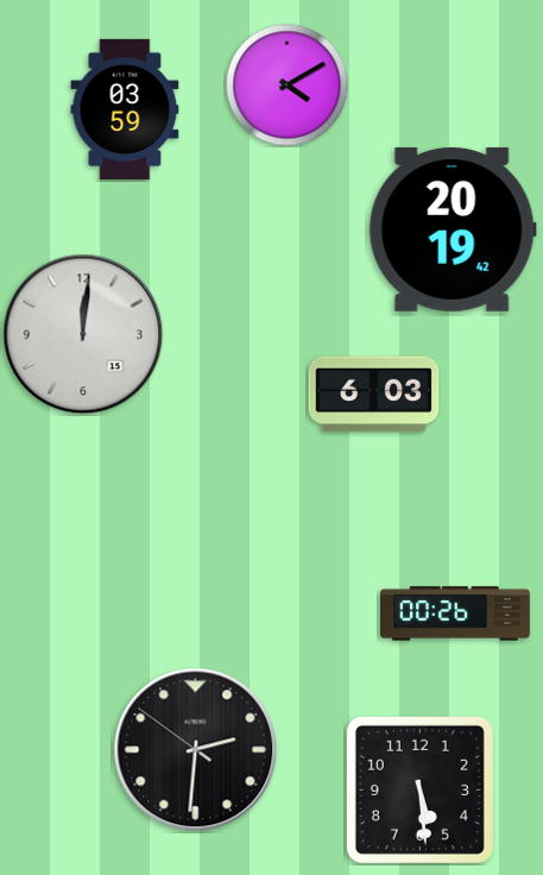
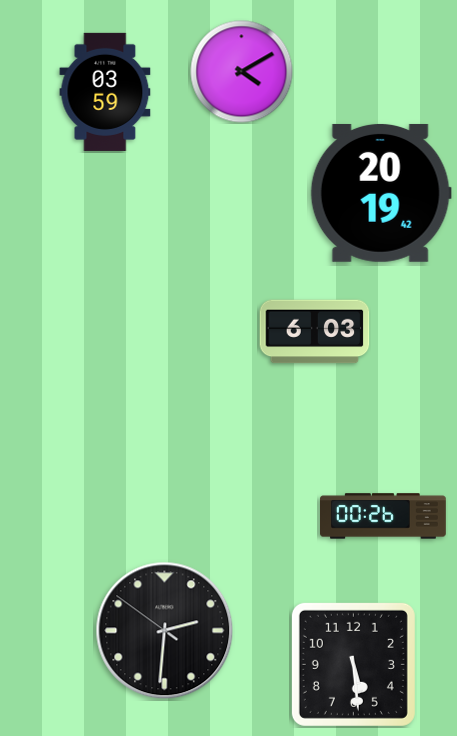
clock at (83, 334): 12:01 -> none
